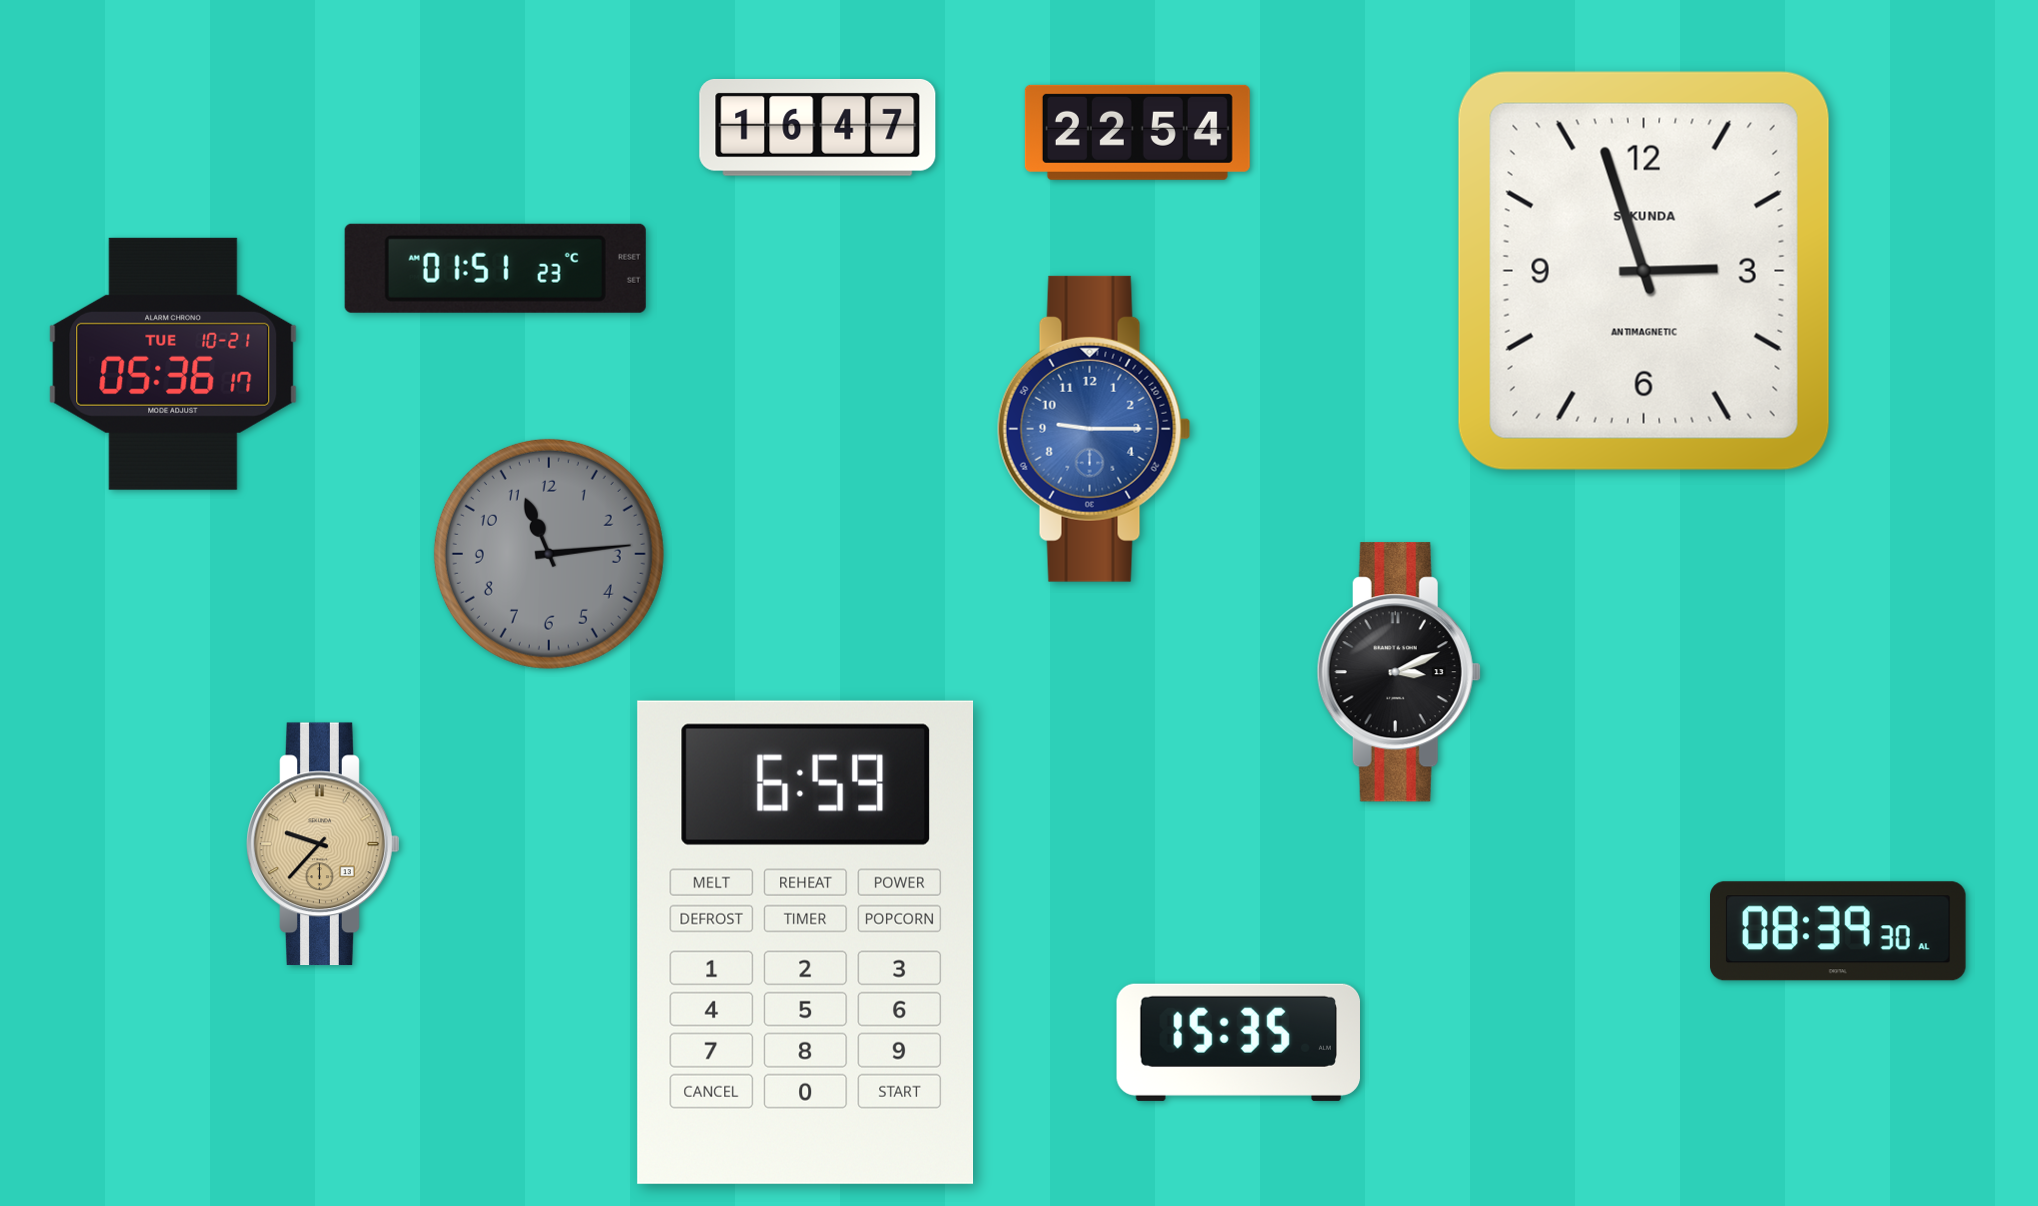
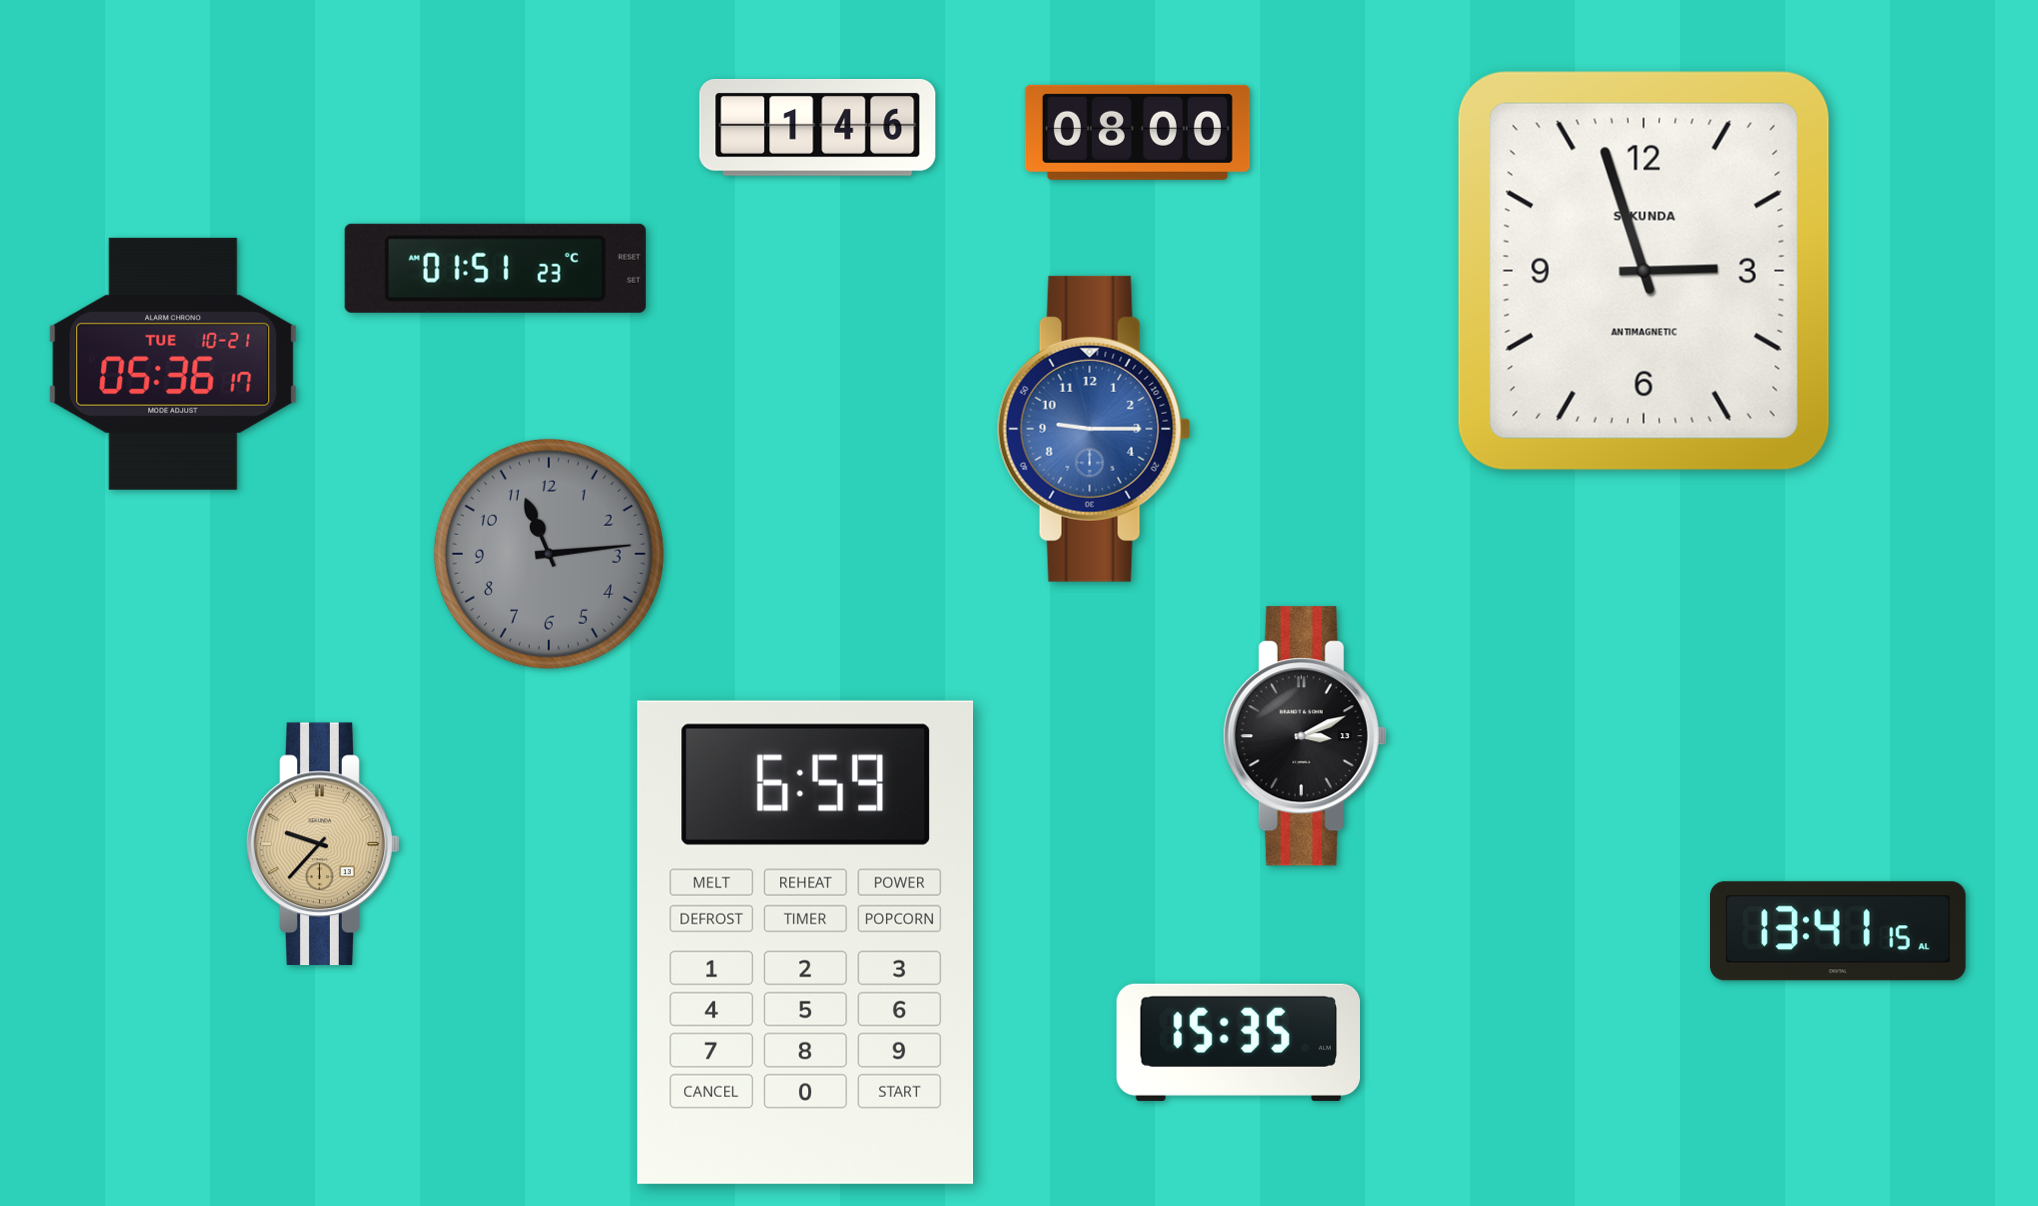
clock at (818, 128): 16:47 -> 1:46
clock at (1137, 132): 22:54 -> 08:00
clock at (1399, 672) position: (1399, 672) -> (1305, 736)
clock at (1839, 931): 08:39 -> 13:41
